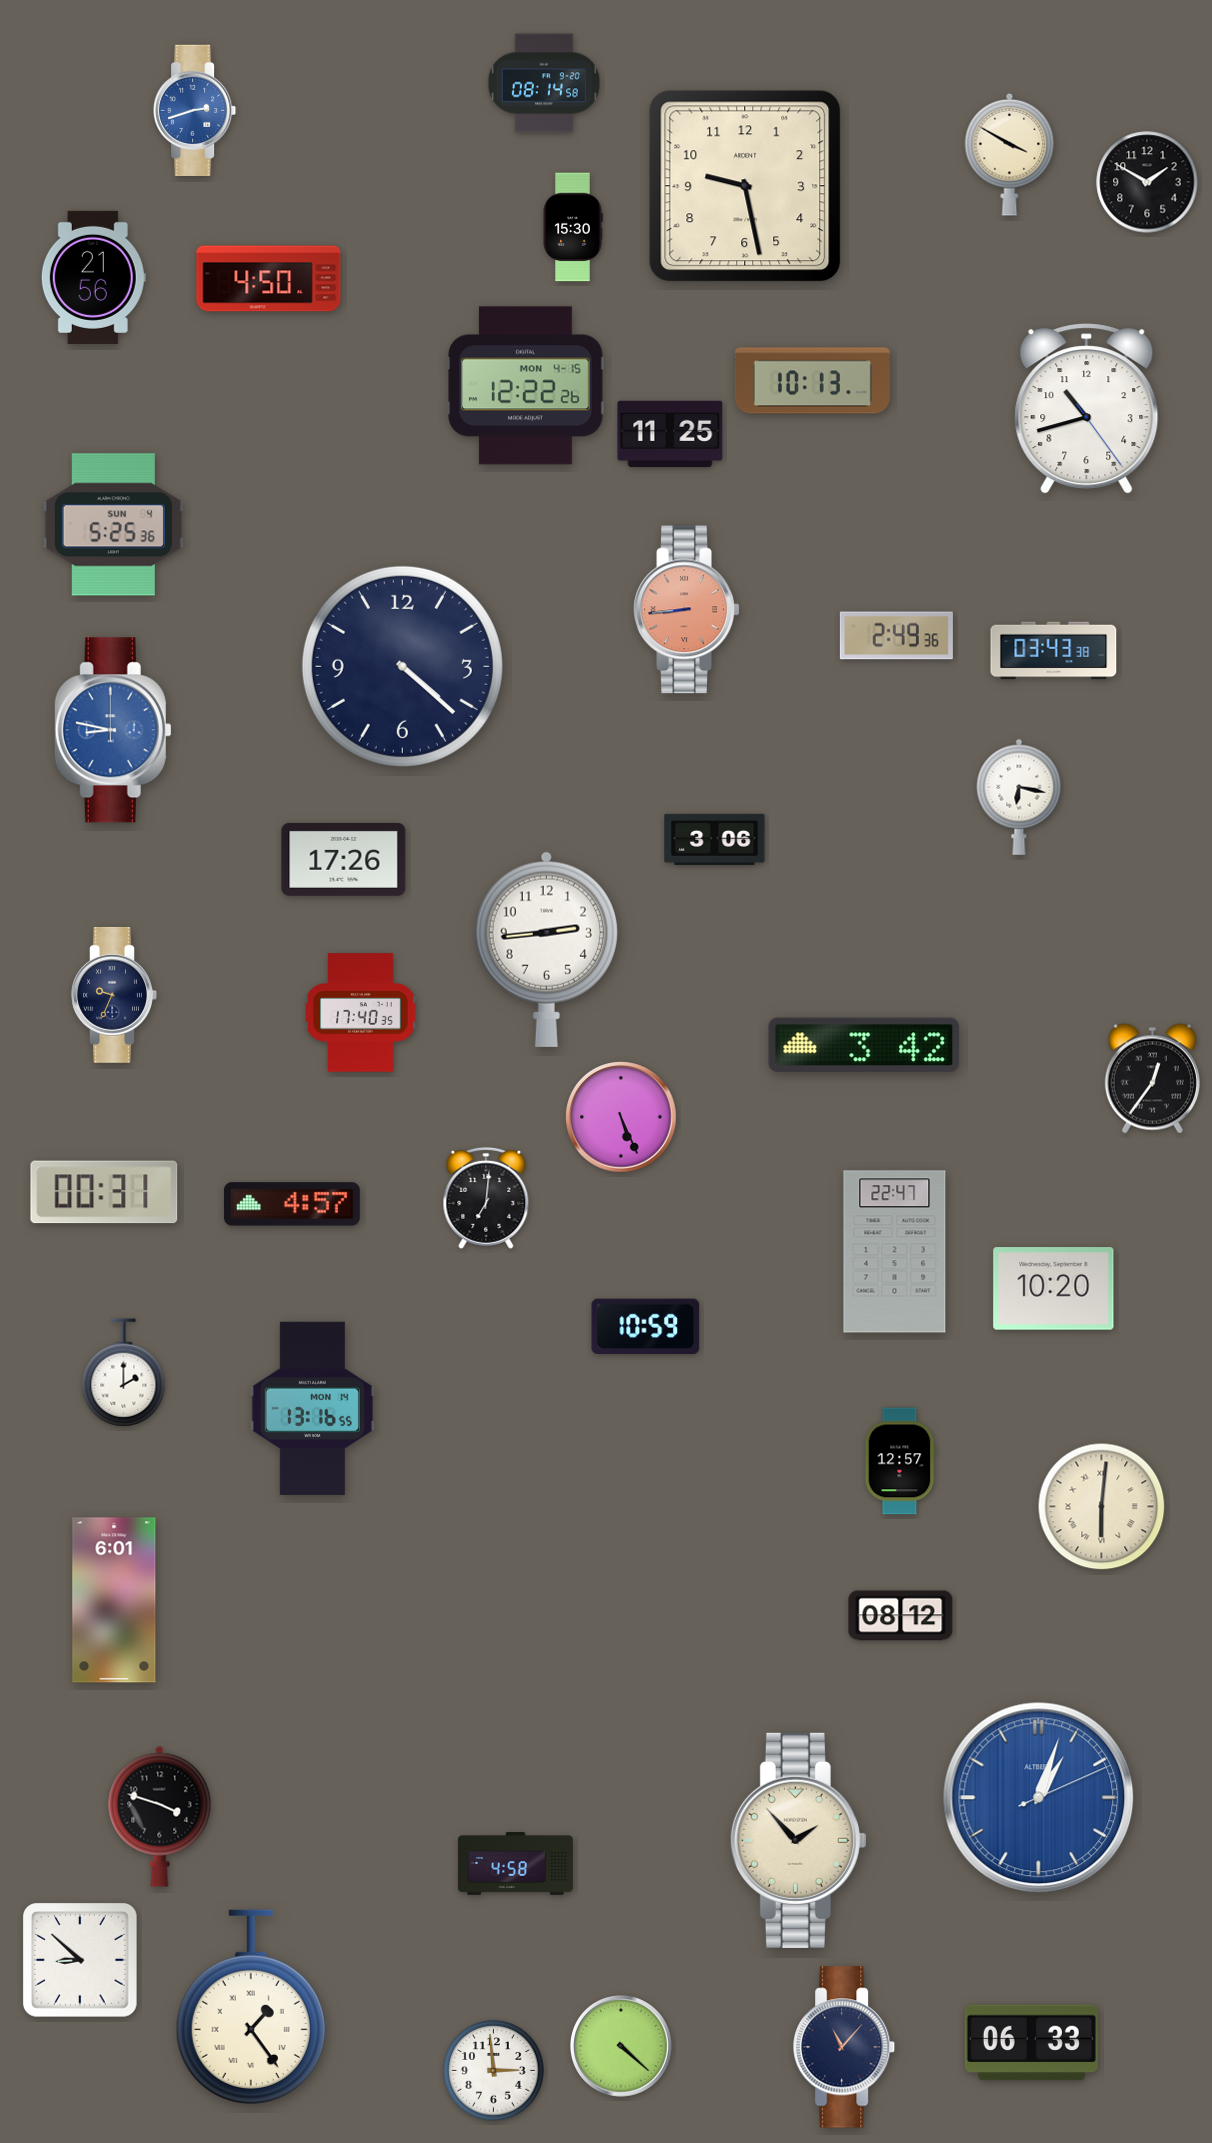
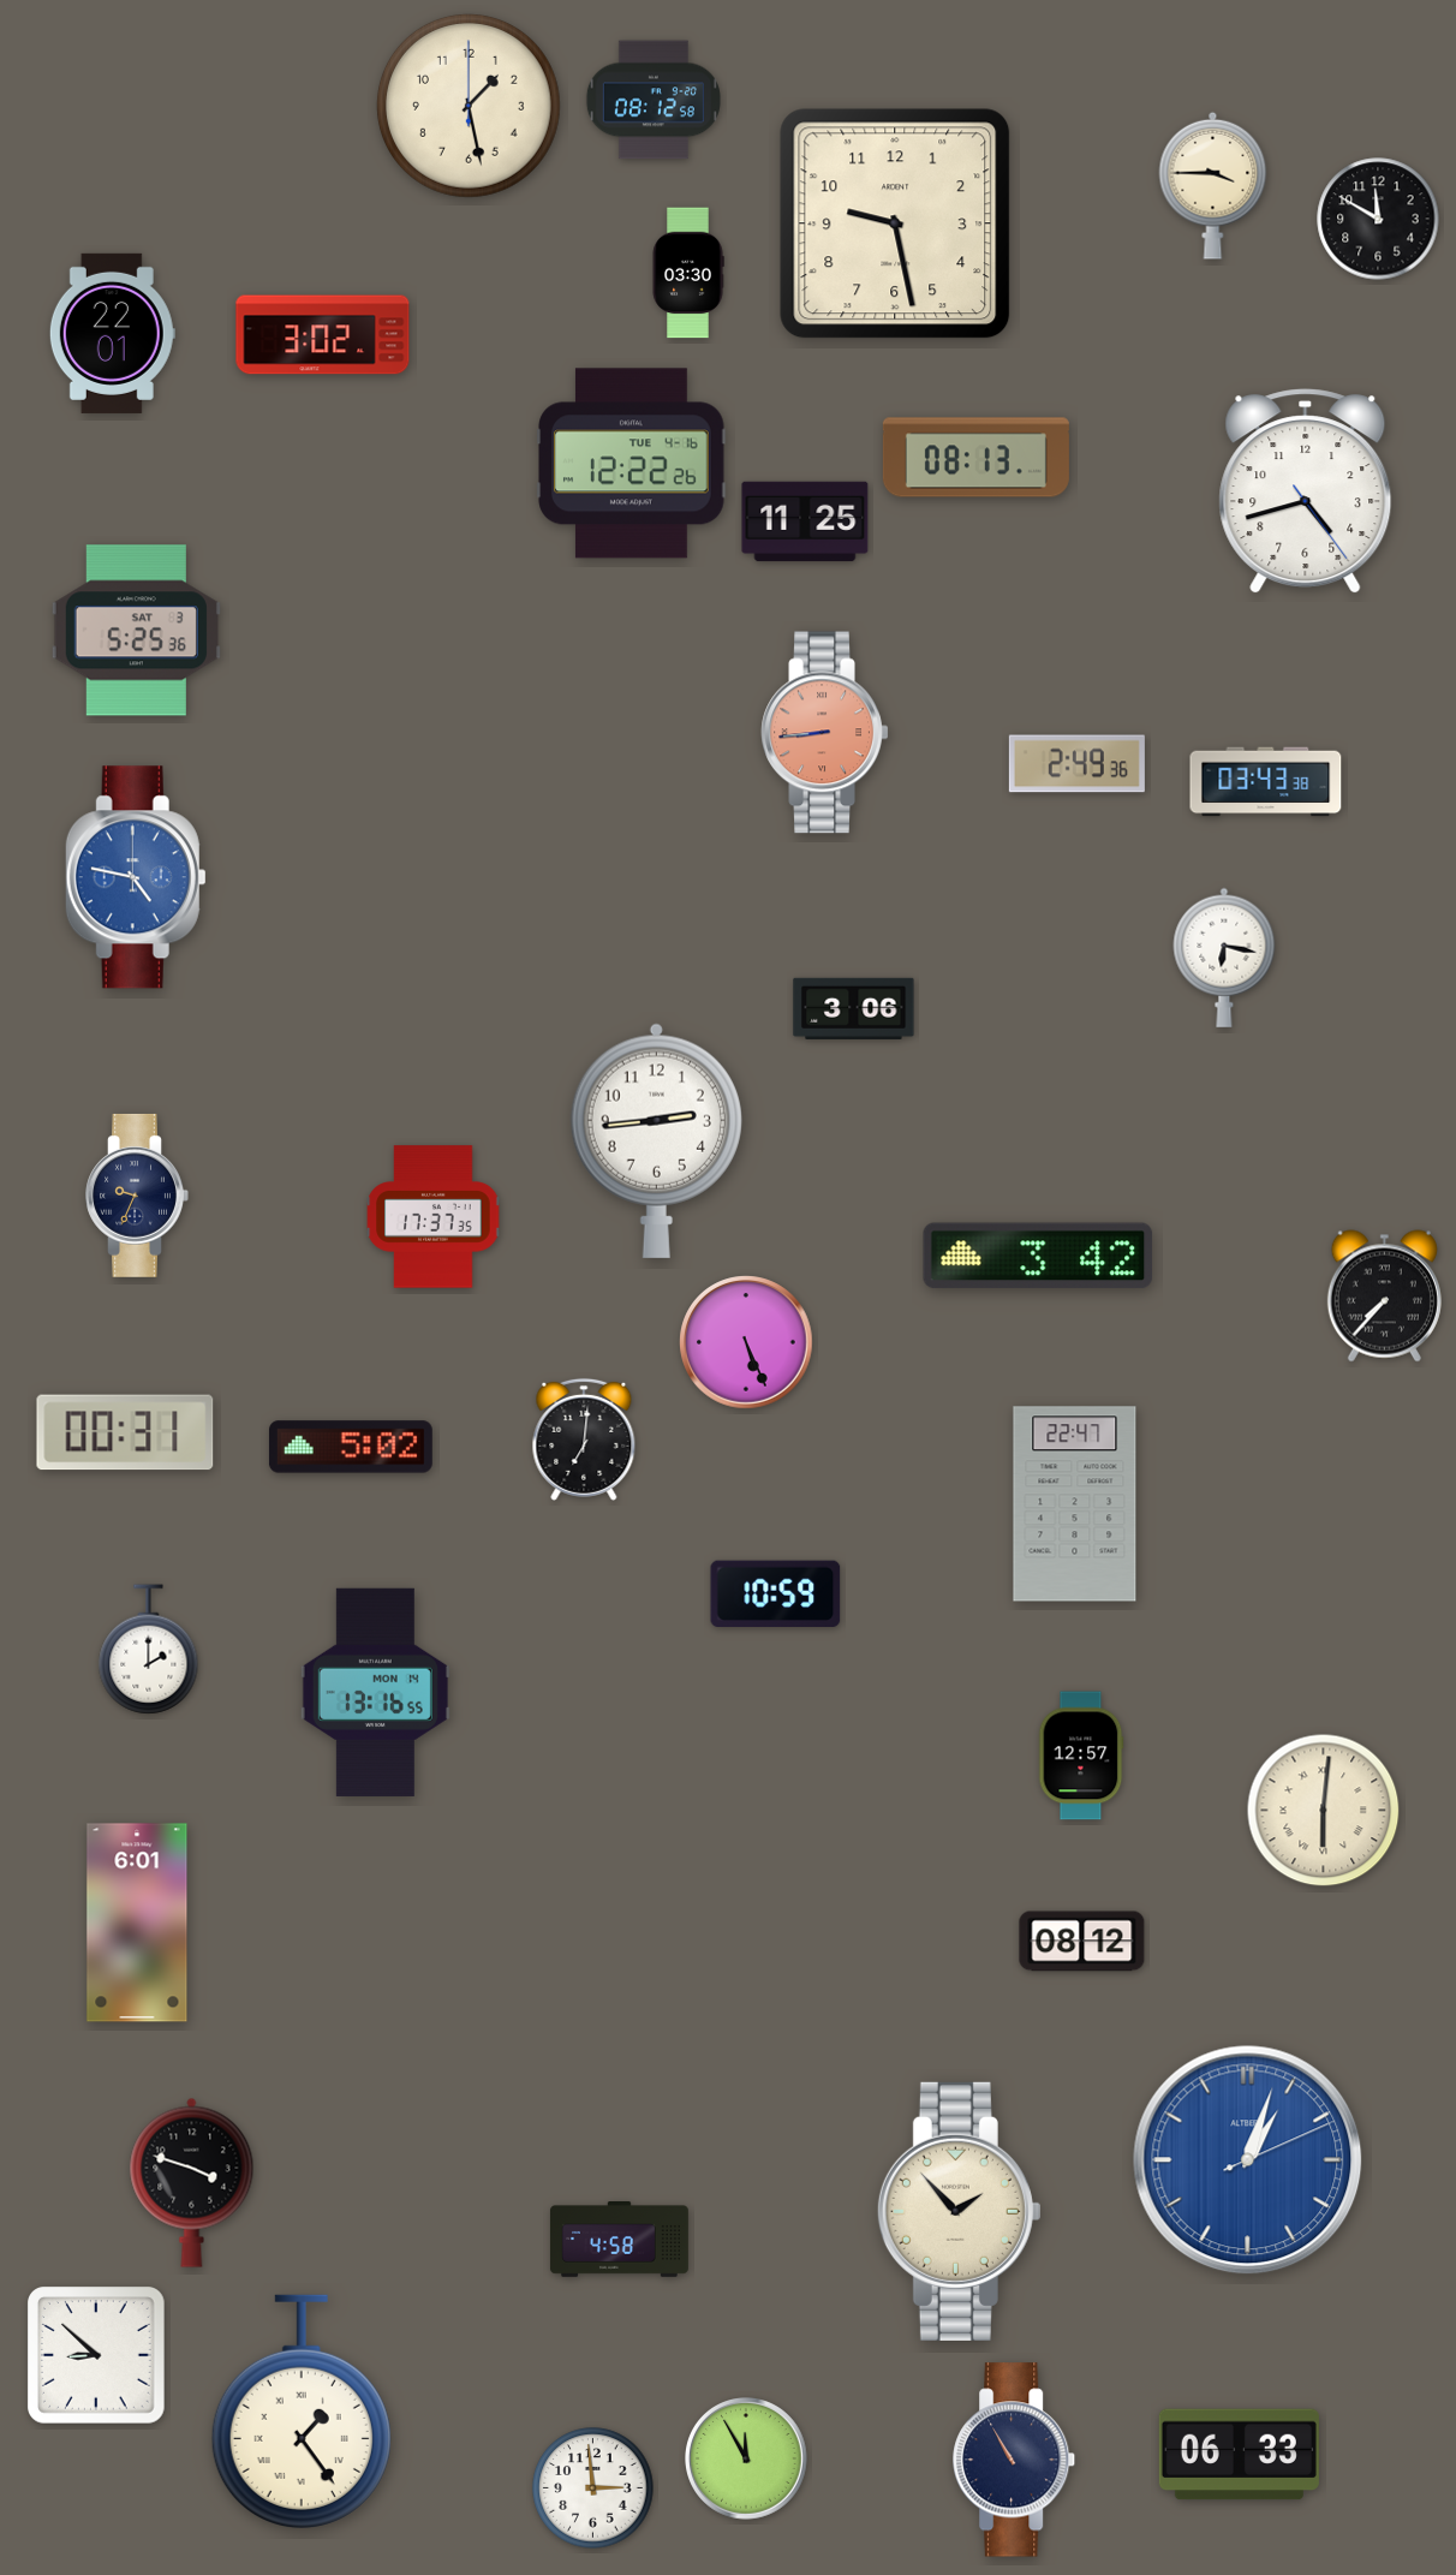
clock at (544, 83): 08:14 -> 08:12
clock at (469, 106): none -> 1:28
clock at (196, 110): 2:42 -> none
clock at (1010, 154): 3:50 -> 3:45
clock at (1147, 182): 1:50 -> 11:50
clock at (573, 227): 15:30 -> 03:30
clock at (93, 277): 21:56 -> 22:01
clock at (269, 279): 4:50 -> 3:02
clock at (812, 381): 10:13 -> 08:13
clock at (526, 386) date: MON 4-15 -> TUE 4-16
clock at (1087, 409): 10:42 -> 4:42
clock at (113, 525) date: SUN 4 -> SAT 3
clock at (402, 666): 4:22 -> none
clock at (113, 730): 8:47 -> 4:47
clock at (715, 839) position: (715, 839) -> (854, 1008)
clock at (344, 859): 17:26 -> none
clock at (361, 1013): 17:40 -> 17:37
clock at (1152, 1079): 12:36 -> 7:37
clock at (292, 1204): 4:57 -> 5:02
clock at (1054, 1289): 10:20 -> none
clock at (622, 2047): 4:22 -> 11:55
clock at (845, 2047): 11:07 -> 10:55
